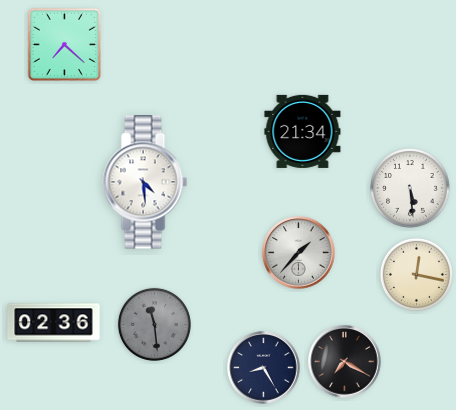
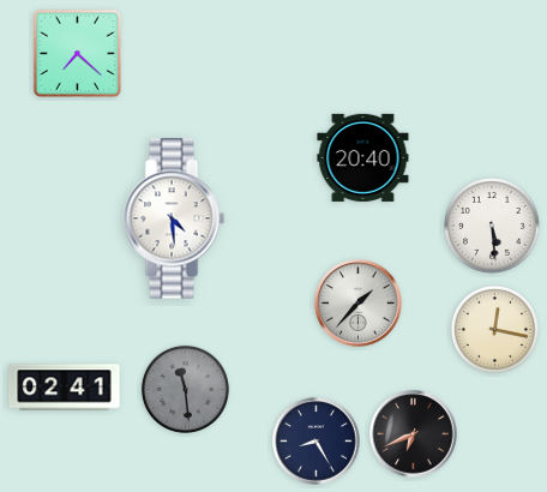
clock at (303, 131): 21:34 -> 20:40
clock at (416, 274) position: (416, 274) -> (494, 329)
clock at (54, 323): 02:36 -> 02:41
clock at (345, 362): 7:20 -> 6:41
